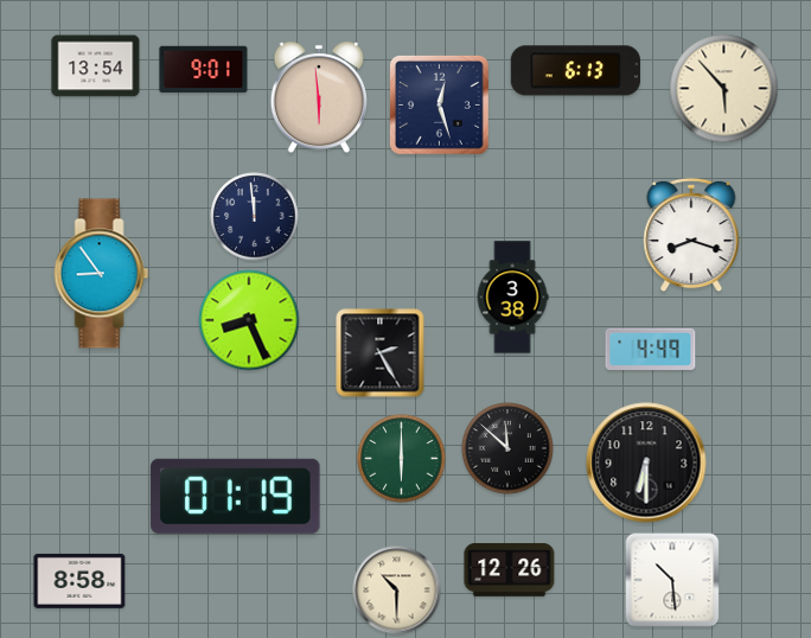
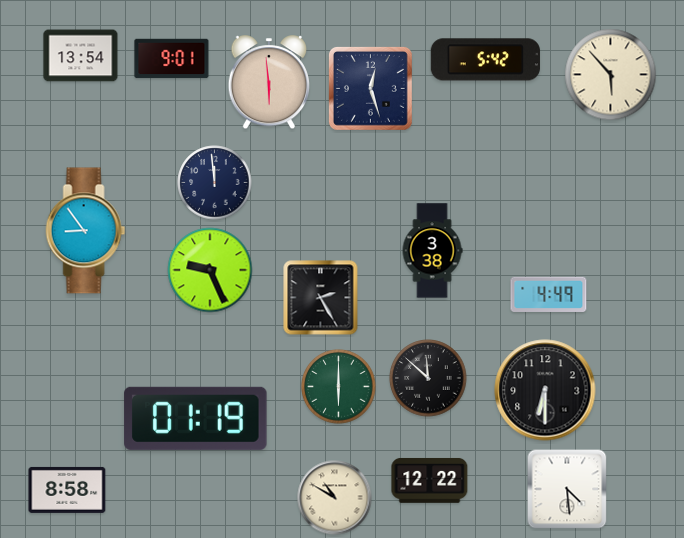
clock at (575, 71): 6:13 -> 5:42
clock at (691, 235): 8:18 -> none
clock at (249, 320): 8:26 -> 9:26
clock at (236, 496) position: (236, 496) -> (196, 418)
clock at (510, 569): 12:26 -> 12:22
clock at (672, 580): 10:29 -> 4:29
clock at (397, 591): 10:30 -> 10:50
